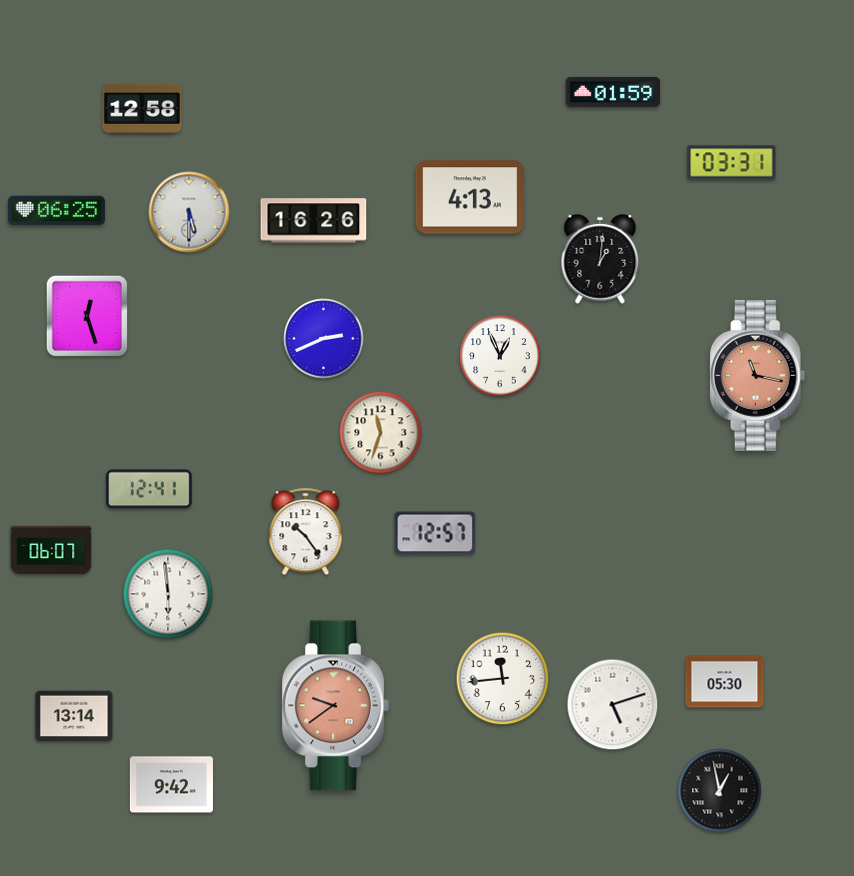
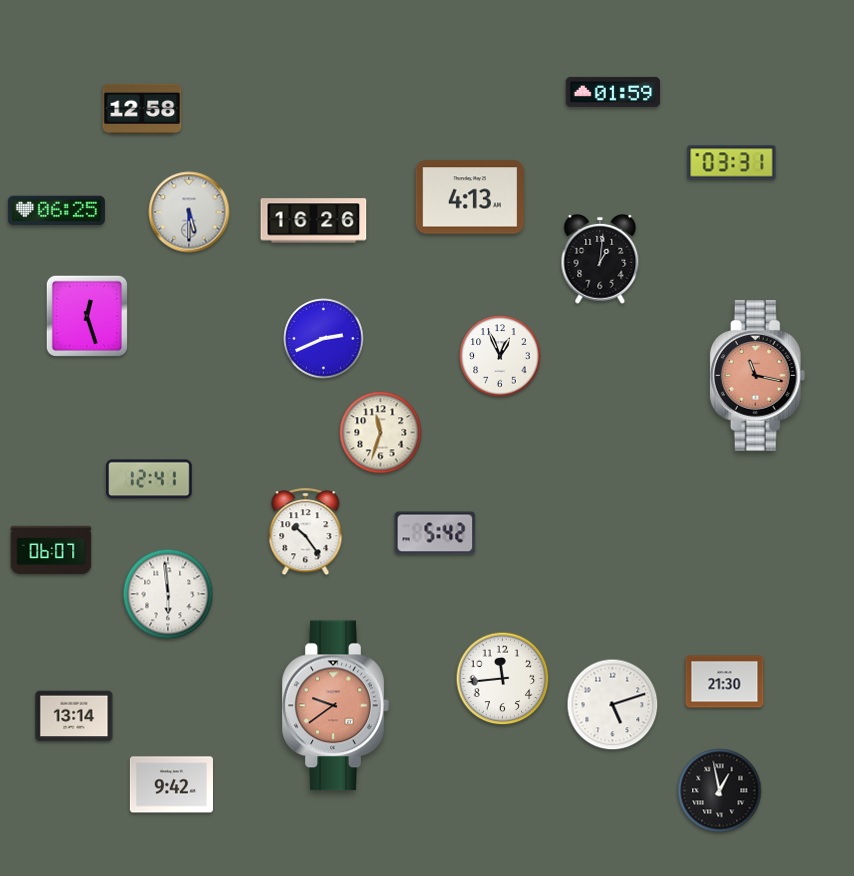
clock at (149, 489) position: (149, 489) -> (149, 479)
clock at (435, 533): 12:57 -> 5:42
clock at (725, 682): 05:30 -> 21:30
